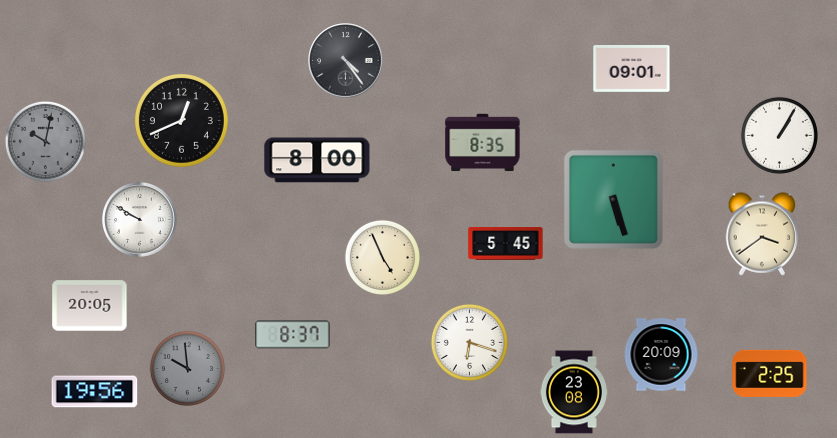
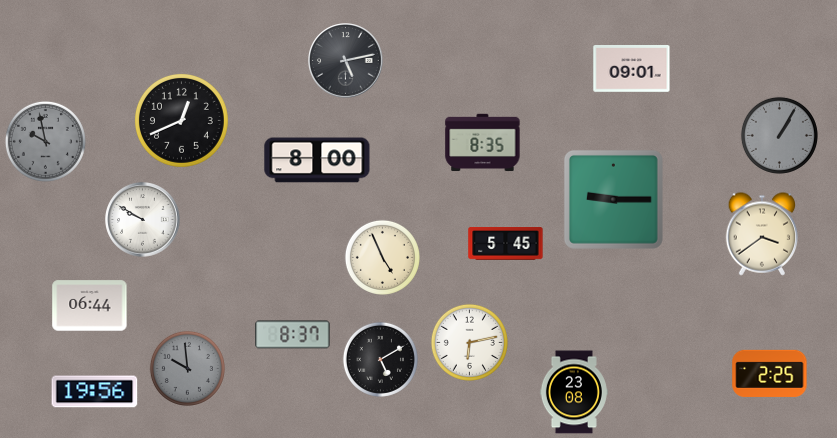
clock at (346, 61): 4:24 -> 5:13
clock at (779, 135) dial: white -> grey
clock at (45, 141): 10:02 -> 9:58
clock at (613, 199): 5:27 -> 9:15
clock at (140, 220) position: (140, 220) -> (143, 220)
clock at (90, 306): 20:05 -> 06:44
clock at (469, 342): 6:18 -> 6:13
clock at (661, 355): 20:09 -> none
clock at (380, 359): none -> 5:10
